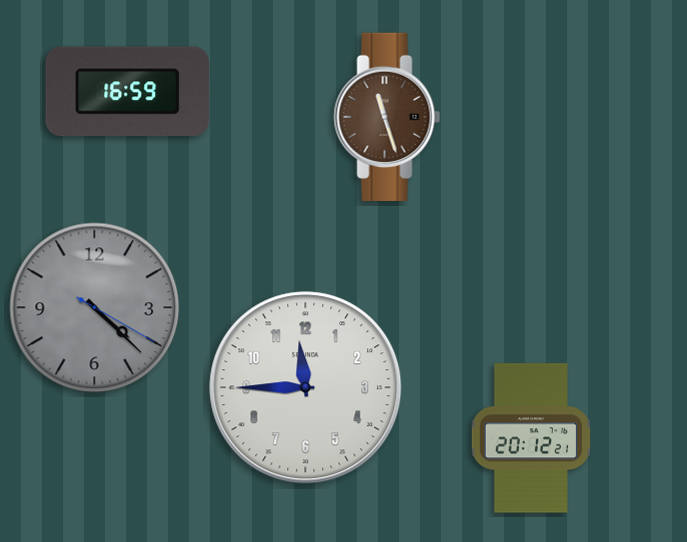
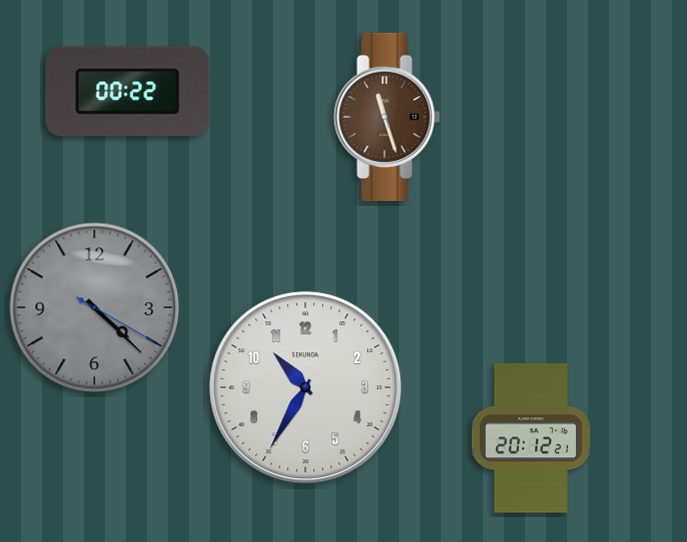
clock at (128, 92): 16:59 -> 00:22
clock at (306, 388): 11:45 -> 10:35
